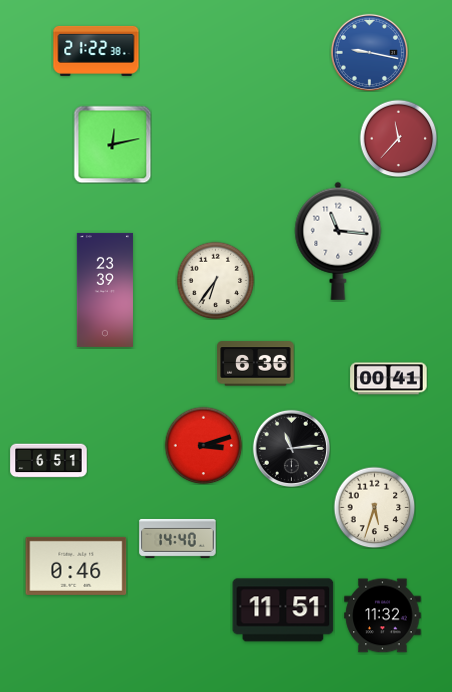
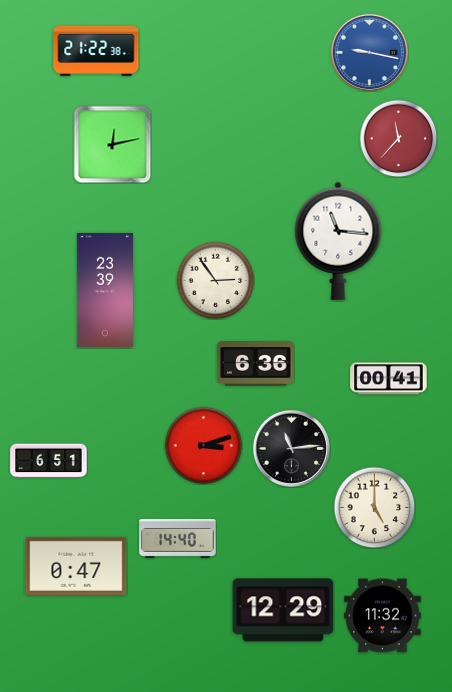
clock at (215, 280): 6:36 -> 2:54
clock at (374, 507): 5:33 -> 5:00
clock at (76, 566): 0:46 -> 0:47
clock at (283, 610): 11:51 -> 12:29
